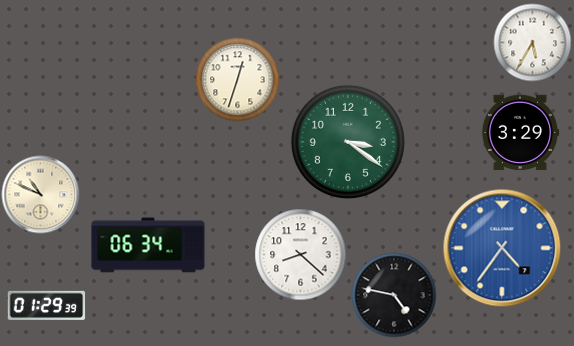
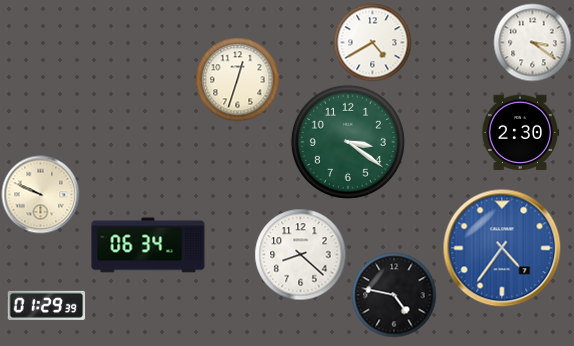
clock at (372, 42): none -> 4:40
clock at (532, 42): 5:35 -> 3:21
clock at (520, 133): 3:29 -> 2:30
clock at (40, 194): 10:49 -> 9:49
